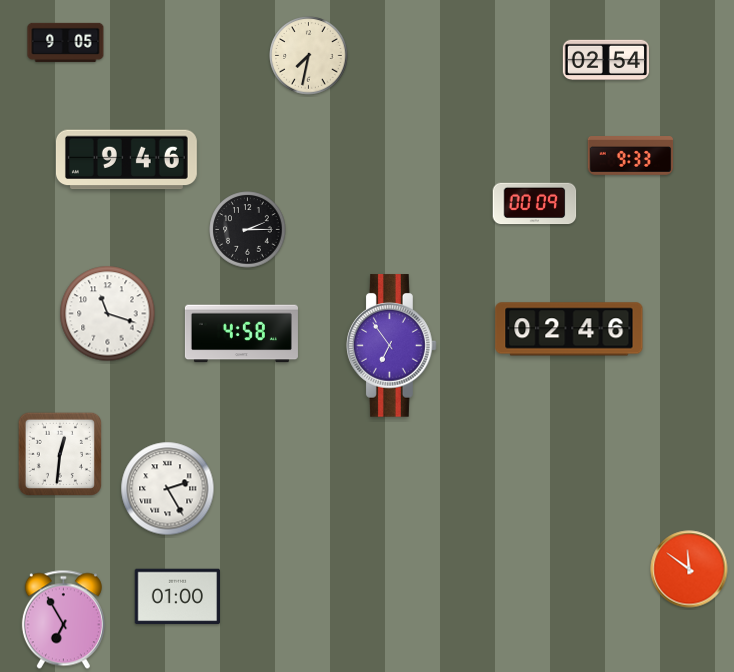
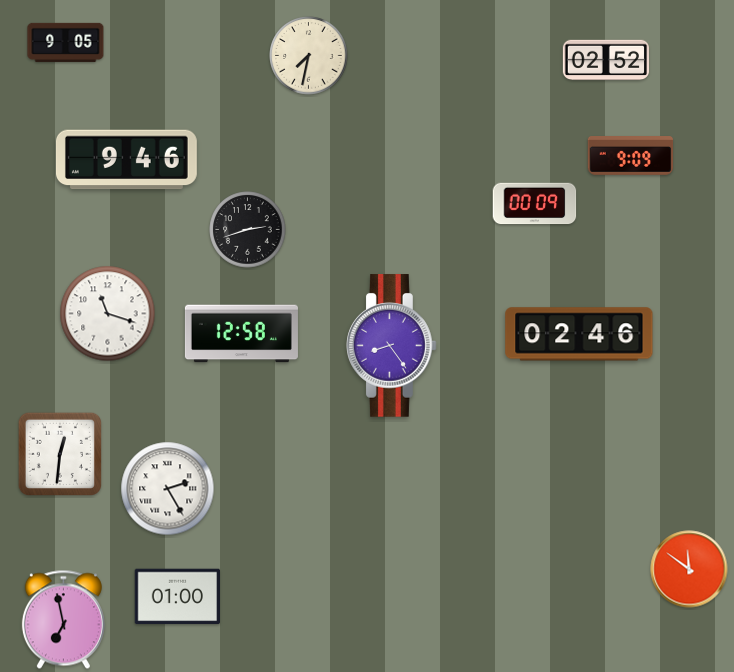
clock at (605, 60): 02:54 -> 02:52
clock at (631, 156): 9:33 -> 9:09
clock at (248, 230): 2:15 -> 2:42
clock at (569, 329) position: (569, 329) -> (579, 334)
clock at (241, 334): 4:58 -> 12:58
clock at (392, 346): 6:54 -> 8:24
clock at (63, 620): 6:55 -> 6:58
